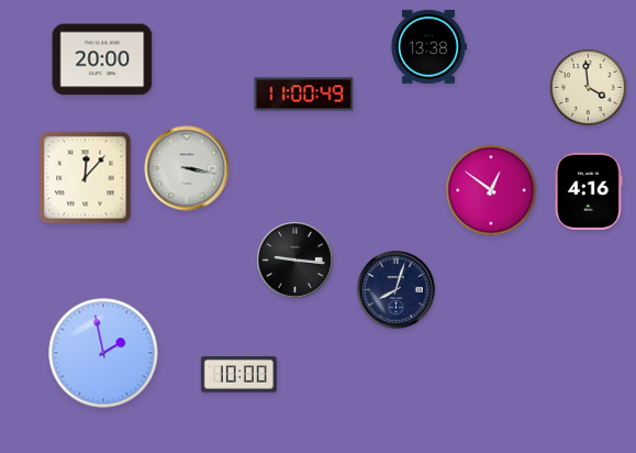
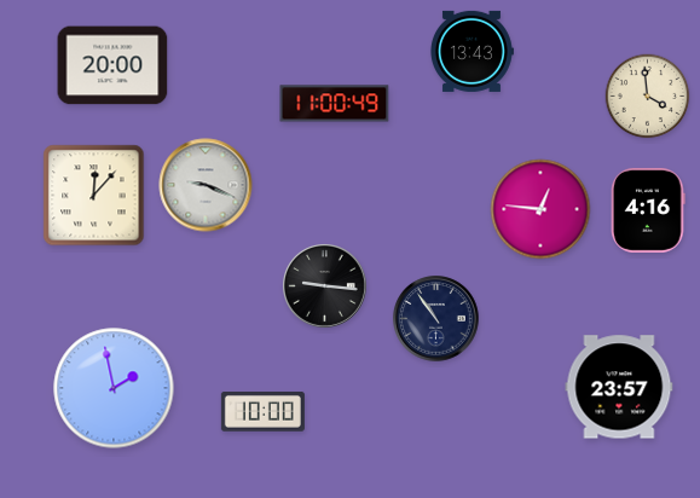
clock at (428, 46): 13:38 -> 13:43
clock at (187, 168): 3:17 -> 9:19
clock at (491, 190): 12:51 -> 12:46
clock at (397, 290): 8:03 -> 10:54
clock at (619, 387): none -> 23:57
